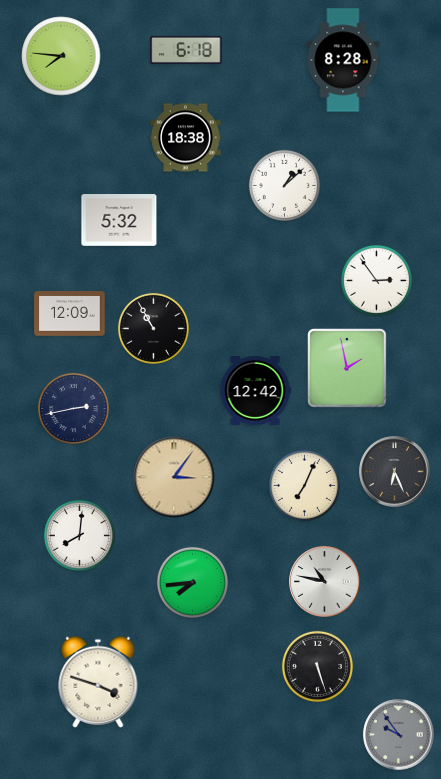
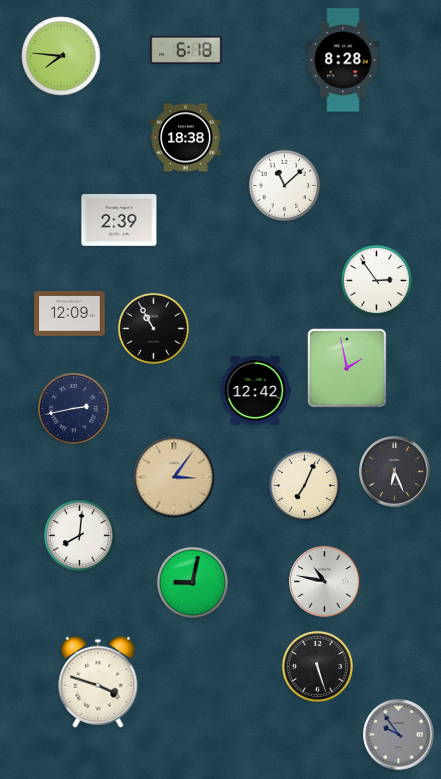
clock at (284, 185): 1:08 -> 11:08
clock at (119, 221): 5:32 -> 2:39
clock at (192, 582): 7:44 -> 9:02
